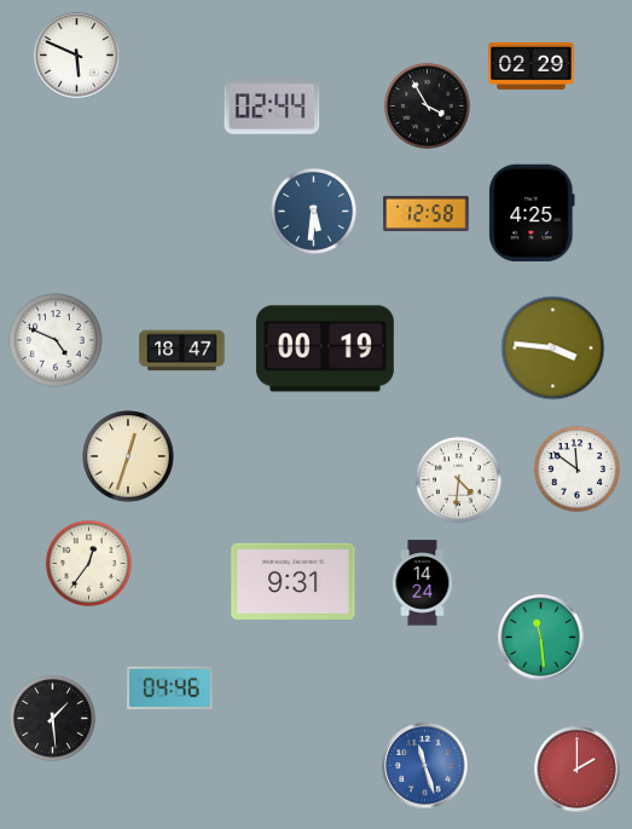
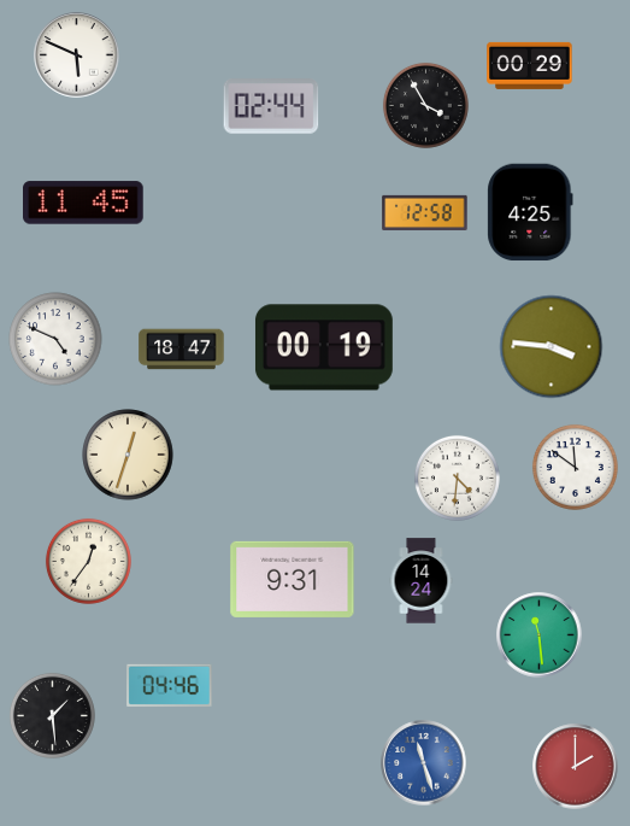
clock at (532, 65): 02:29 -> 00:29
clock at (83, 203): none -> 11:45
clock at (313, 211): 5:31 -> none
